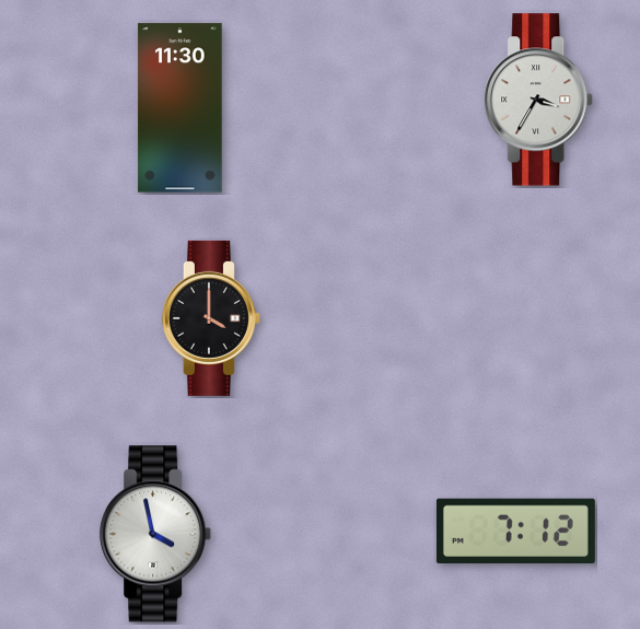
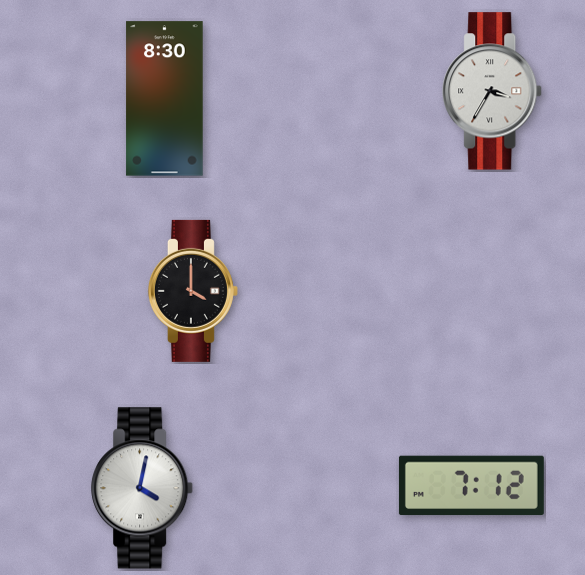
clock at (181, 108): 11:30 -> 8:30
clock at (156, 534): 3:58 -> 4:02
